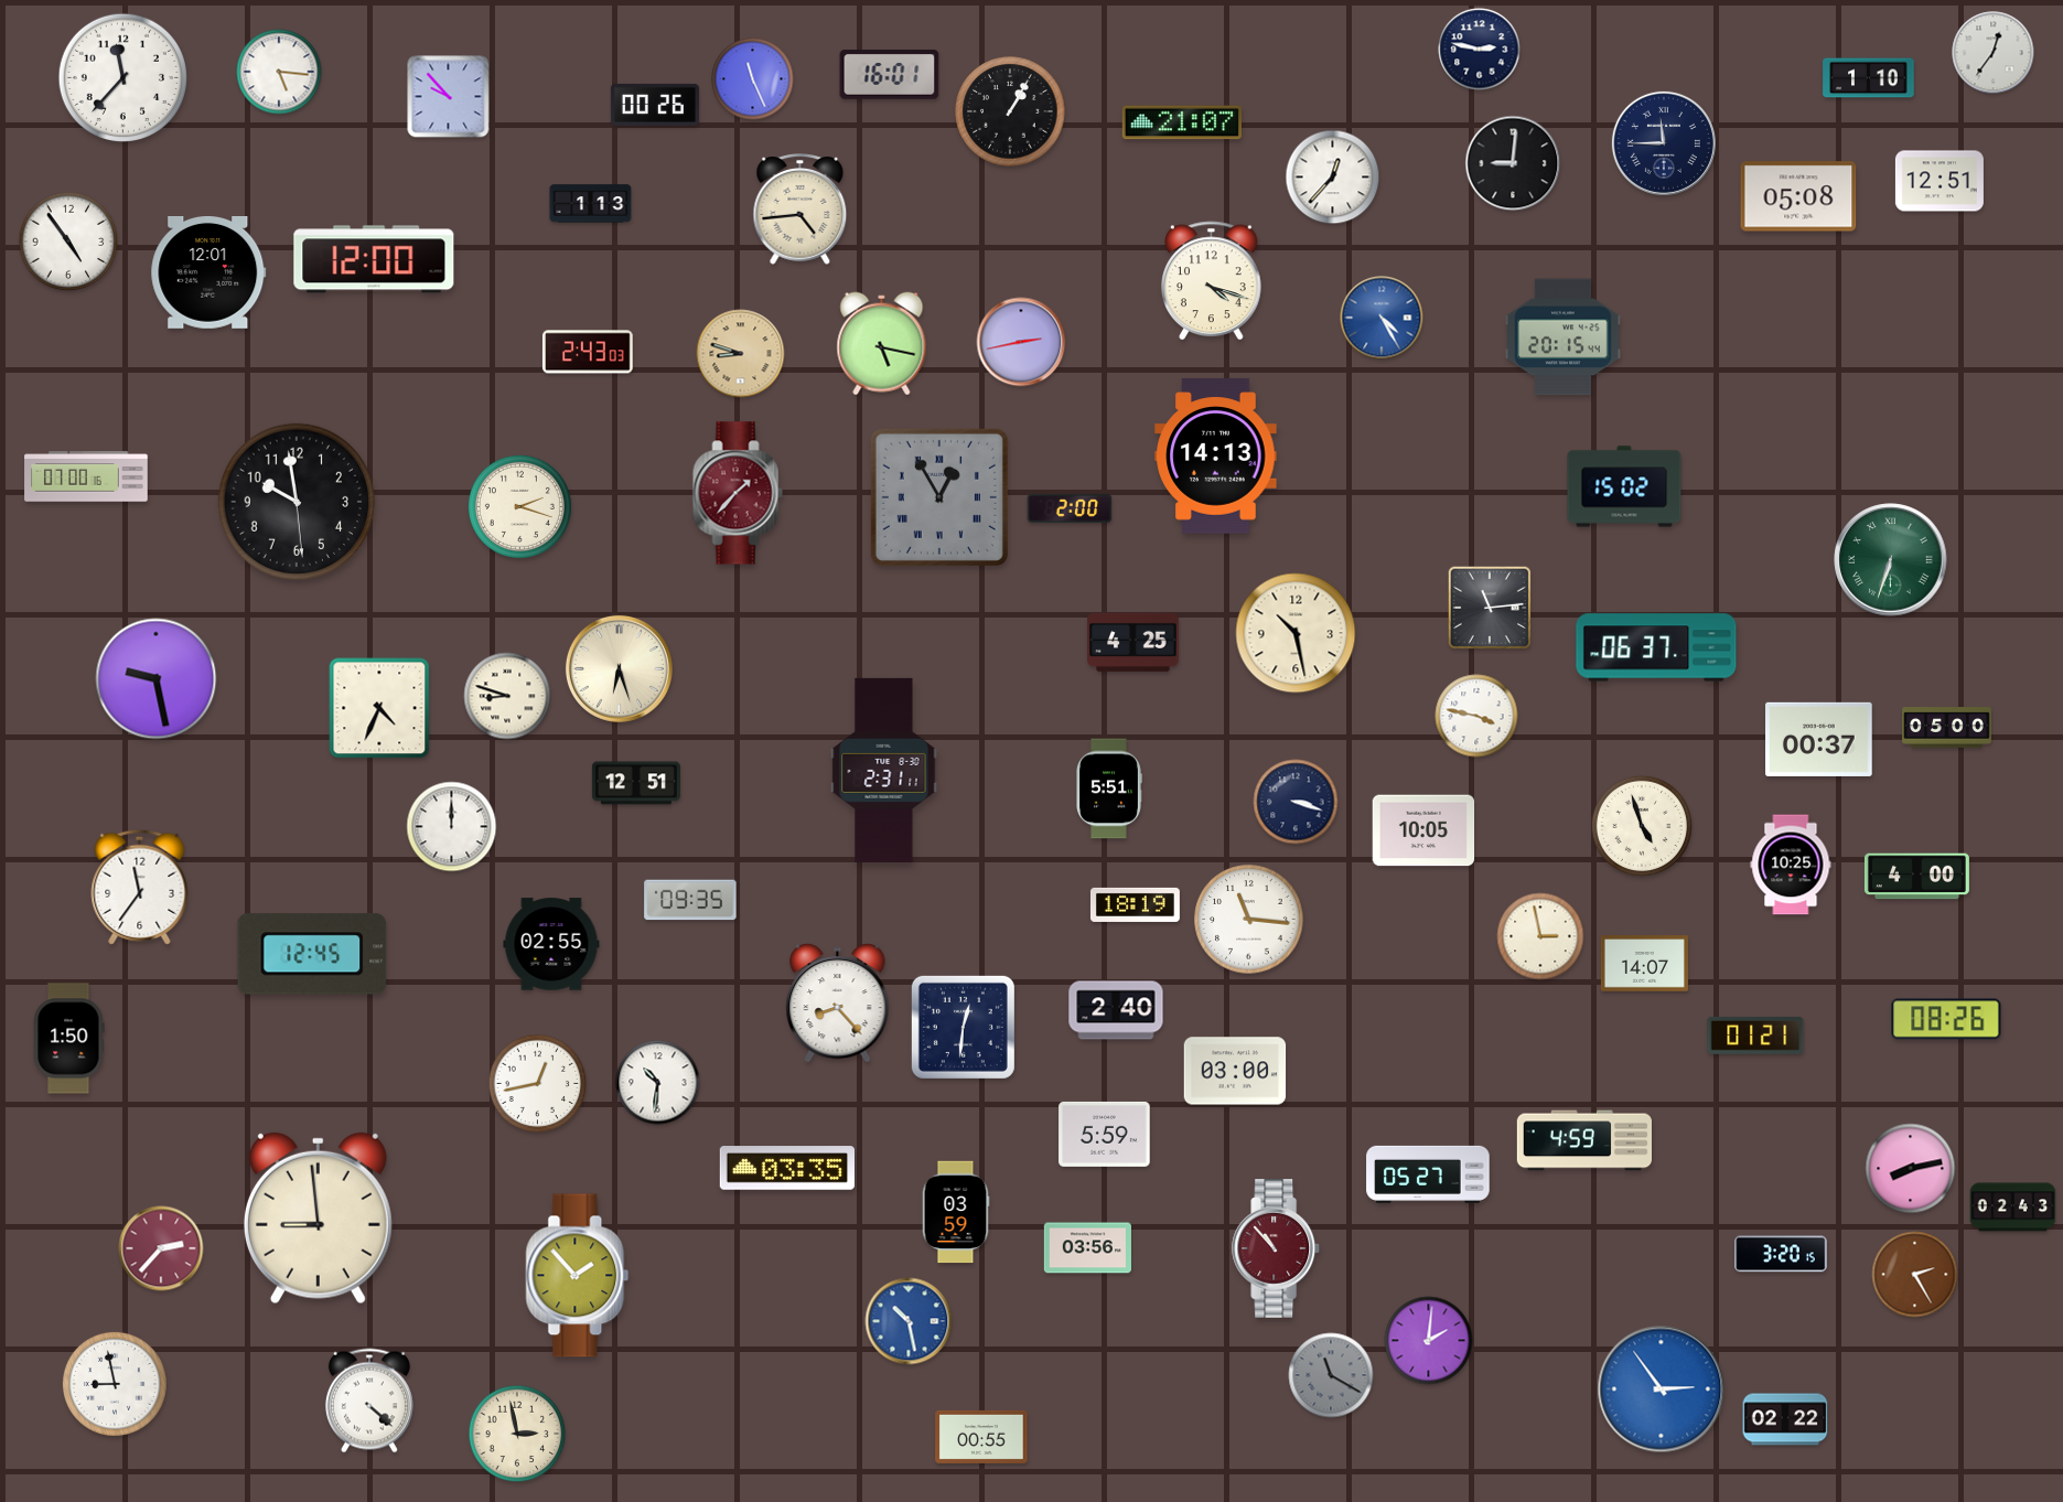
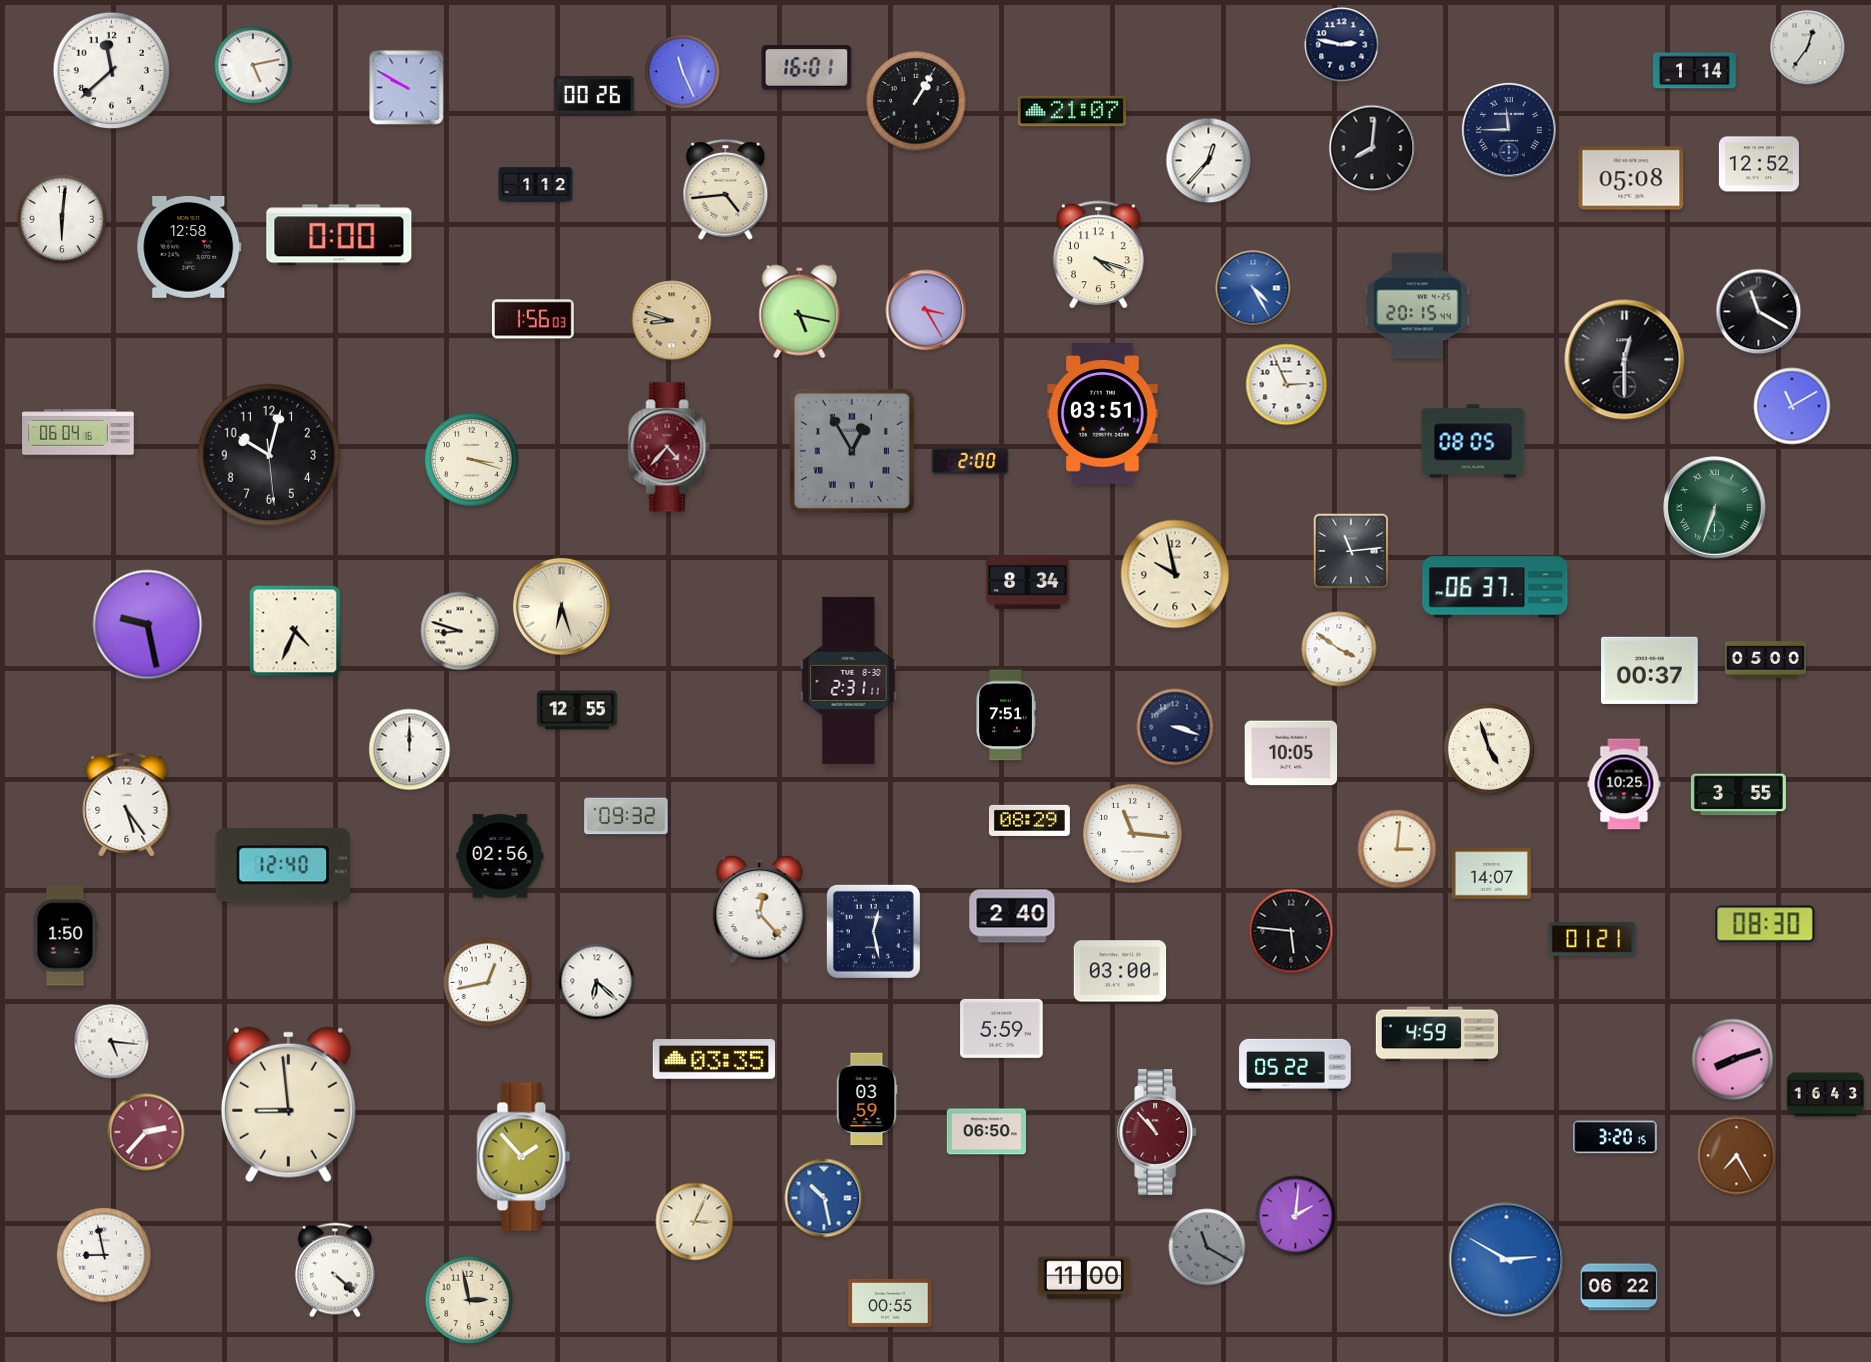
clock at (279, 72): 5:16 -> 5:13
clock at (122, 77): 11:37 -> 11:38
clock at (1869, 78): 1:10 -> 1:14
clock at (449, 97): 9:53 -> 9:50
clock at (1513, 163): 9:01 -> 8:01
clock at (1940, 181): 12:51 -> 12:52
clock at (591, 204): 1:13 -> 1:12
clock at (68, 242): 4:54 -> 6:01
clock at (374, 259): 12:00 -> 0:00
clock at (208, 273): 12:01 -> 12:58
clock at (1021, 342): 2:43 -> 3:25
clock at (1759, 312): none -> 11:20
clock at (588, 352): 2:43 -> 1:56
clock at (1625, 360): none -> 12:30
clock at (1287, 385): none -> 2:56
clock at (1792, 406): none -> 11:10
clock at (1216, 457): 14:13 -> 03:51
clock at (86, 476): 07:00 -> 06:04
clock at (1624, 486): 15:02 -> 08:05
clock at (738, 493): 1:37 -> 4:37
clock at (297, 502): 9:58 -> 10:02
clock at (519, 506): 2:18 -> 3:18
clock at (1296, 633): 10:28 -> 9:58
clock at (1133, 642): 4:25 -> 8:34
clock at (1656, 647) position: (1656, 647) -> (1495, 587)
clock at (157, 679) position: (157, 679) -> (148, 625)
clock at (379, 708) position: (379, 708) -> (295, 631)
clock at (1476, 716): 3:47 -> 3:51
clock at (884, 770) position: (884, 770) -> (849, 680)
clock at (636, 783): 12:51 -> 12:55
clock at (1109, 788): 5:51 -> 7:51
clock at (1916, 877): 4:00 -> 3:55
clock at (140, 887): 11:36 -> 5:24
clock at (690, 900): 09:35 -> 09:32
clock at (1135, 904): 18:19 -> 08:29
clock at (1540, 936): 2:58 -> 3:01
clock at (551, 944): 02:55 -> 02:56
clock at (312, 954): 12:45 -> 12:40
clock at (838, 1002): 8:23 -> 12:23
clock at (1946, 1019): 08:26 -> 08:30
clock at (963, 1027): 12:31 -> 12:28
clock at (1291, 931): none -> 5:46
clock at (68, 1039) position: (68, 1039) -> (65, 936)
clock at (658, 1083): 10:31 -> 6:22
clock at (112, 1042): none -> 5:16
clock at (1911, 1169): 8:13 -> 8:12
clock at (1428, 1174): 05:27 -> 05:22
clock at (2013, 1208): 02:43 -> 16:43
clock at (1087, 1248): 03:56 -> 06:50
clock at (1915, 1275): 2:25 -> 7:25
clock at (695, 1222): none -> 3:04
clock at (1662, 1390): 2:54 -> 2:50
clock at (1084, 1278): none -> 11:00
clock at (1785, 1419): 02:22 -> 06:22
